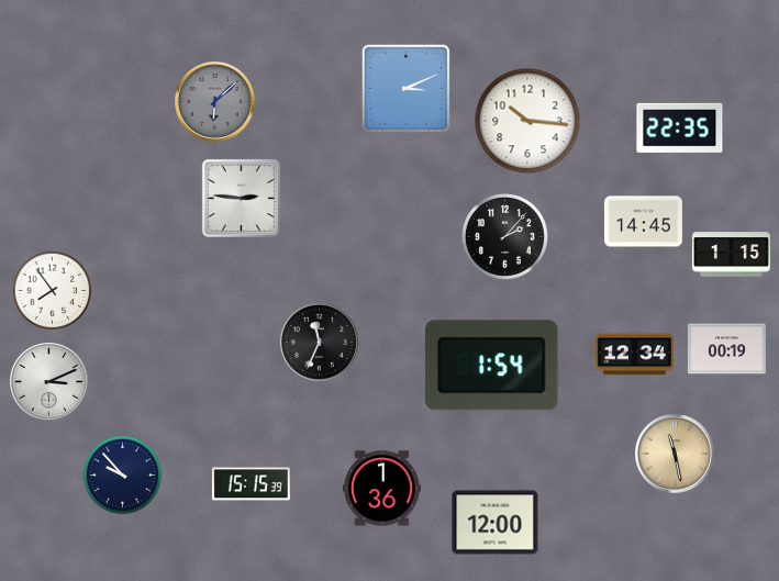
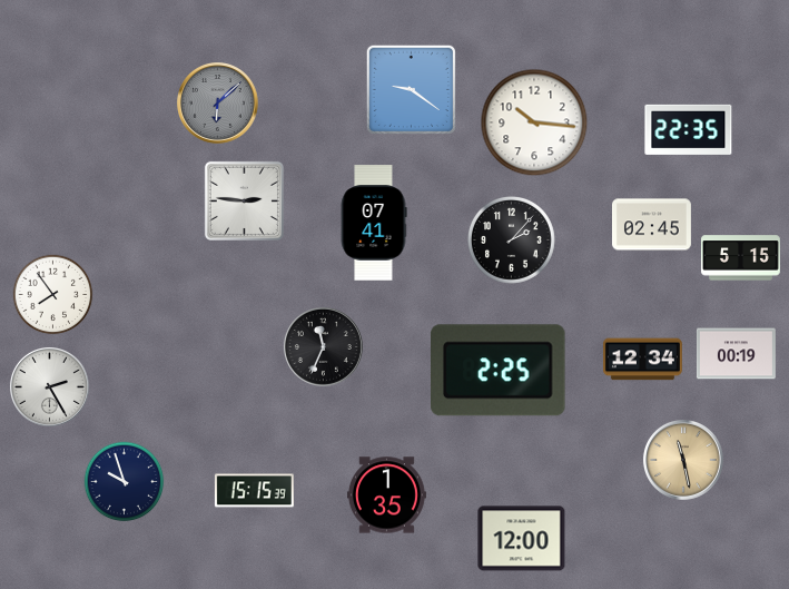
clock at (405, 88): 3:11 -> 9:21
clock at (374, 223): none -> 07:41
clock at (643, 222): 14:45 -> 02:45
clock at (731, 255): 1:15 -> 5:15
clock at (492, 366): 1:54 -> 2:25
clock at (48, 381): 3:11 -> 2:25
clock at (123, 476): 9:53 -> 9:57
clock at (381, 489): 1:36 -> 1:35
clock at (496, 523) position: (496, 523) -> (522, 539)
